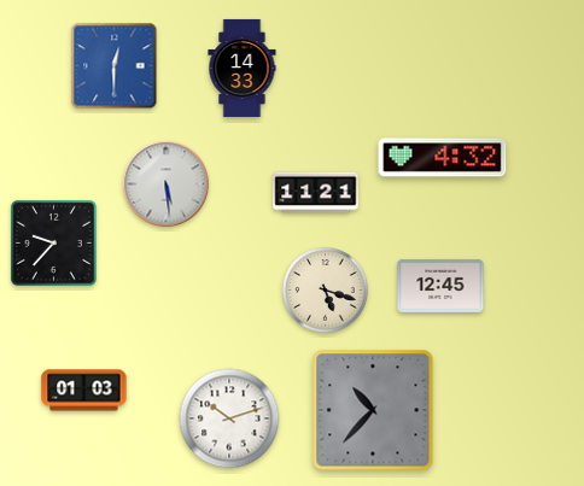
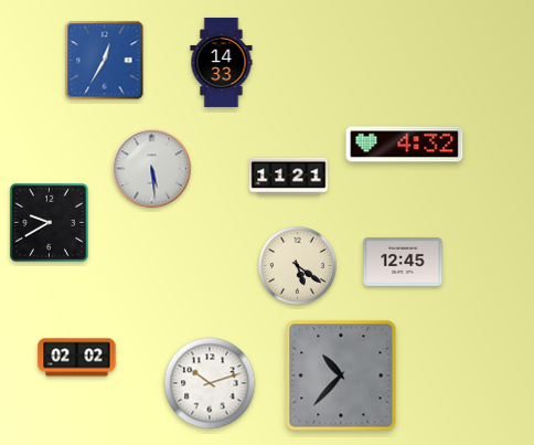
clock at (115, 66): 12:30 -> 12:35
clock at (53, 242): 9:37 -> 9:40
clock at (326, 291): 5:18 -> 5:21
clock at (84, 391): 01:03 -> 02:02
